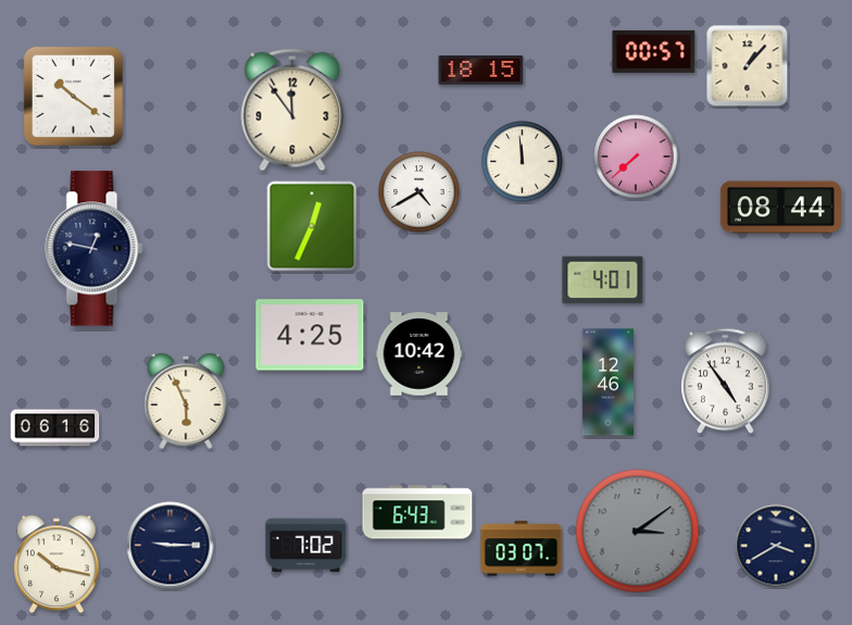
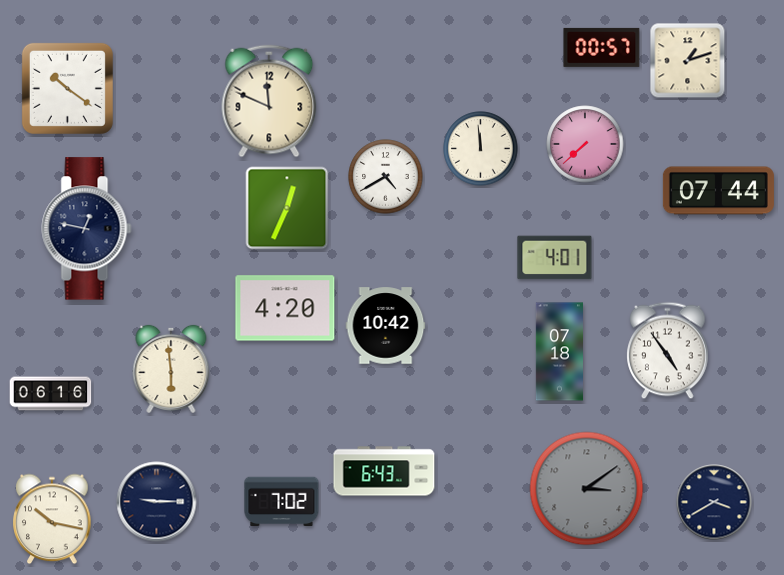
clock at (748, 66): 1:07 -> 1:12
clock at (481, 71): 18:15 -> none
clock at (292, 110): 11:54 -> 11:49
clock at (780, 208): 08:44 -> 07:44
clock at (310, 335): 4:25 -> 4:20
clock at (607, 383): 12:46 -> 07:18
clock at (186, 401): 5:56 -> 5:59
clock at (522, 549): 03:07 -> none
